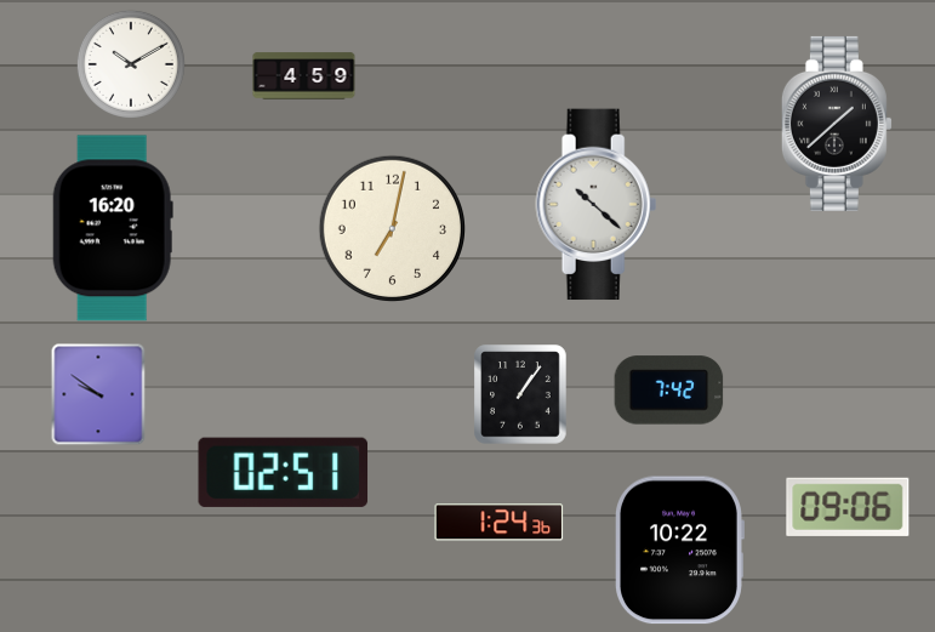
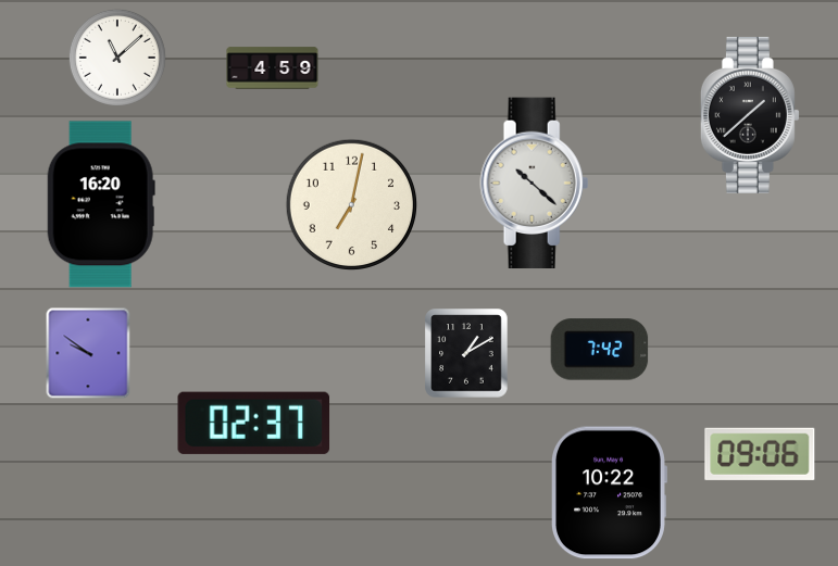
clock at (131, 64): 10:10 -> 11:08
clock at (837, 124) position: (837, 124) -> (750, 115)
clock at (520, 394): 1:06 -> 1:10
clock at (284, 472): 02:51 -> 02:37
clock at (500, 523): 1:24 -> none
